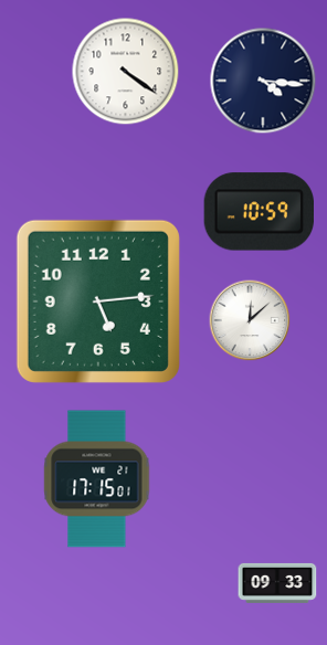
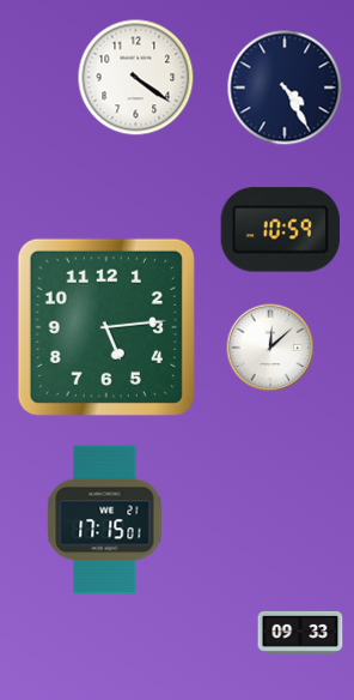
clock at (263, 81): 4:16 -> 4:25
